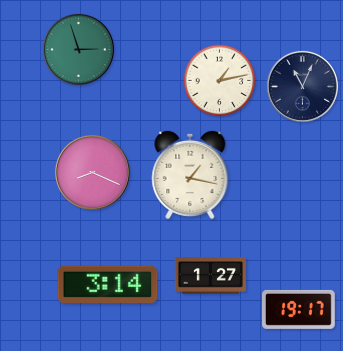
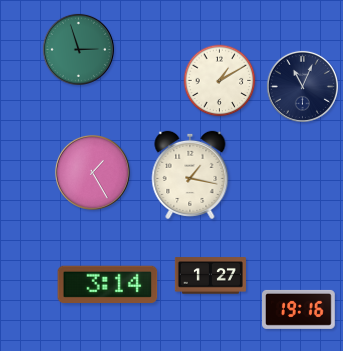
clock at (220, 81): 1:13 -> 1:10
clock at (92, 172): 8:19 -> 1:25
clock at (299, 309): 19:17 -> 19:16
